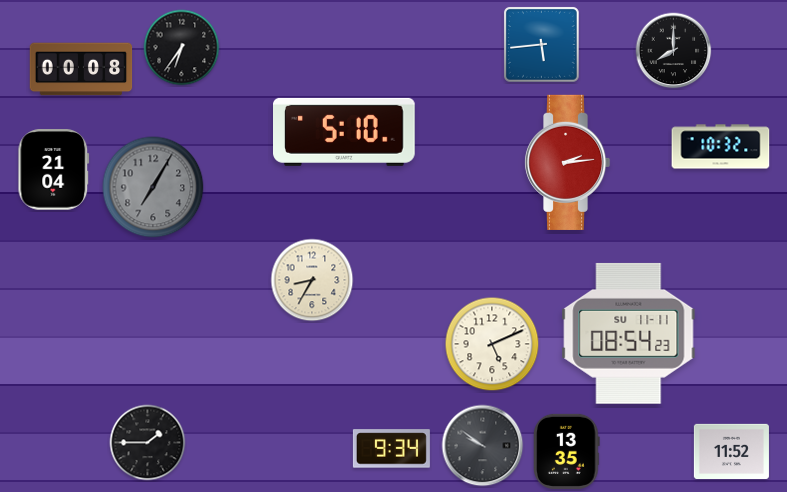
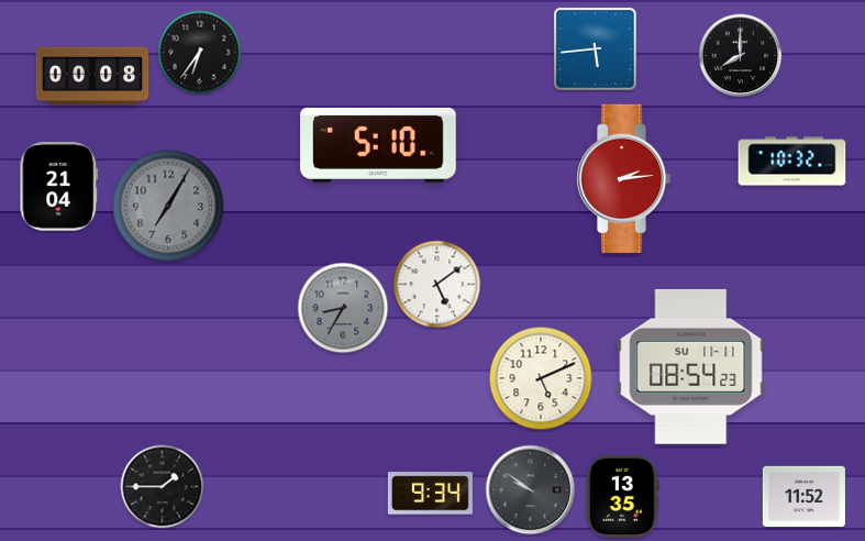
clock at (81, 69) position: (81, 69) -> (92, 76)
clock at (437, 285): none -> 5:09
clock at (312, 280) dial: cream -> grey
